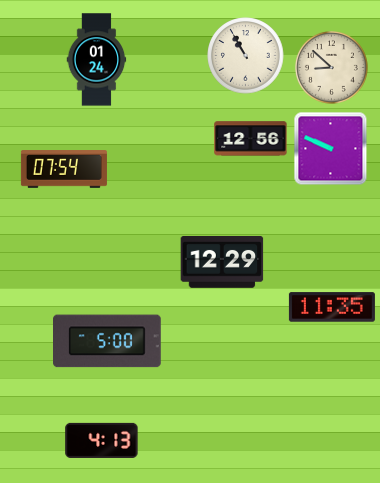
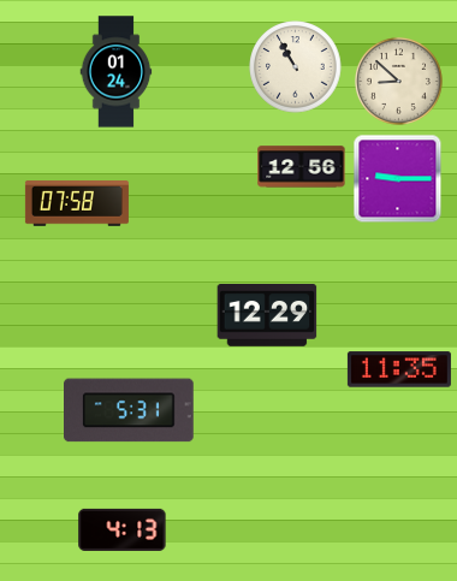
clock at (331, 149): 9:49 -> 9:15
clock at (64, 169): 07:54 -> 07:58
clock at (108, 341): 5:00 -> 5:31
